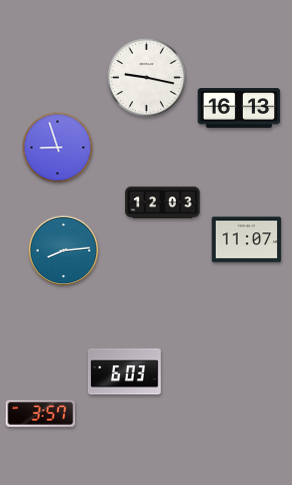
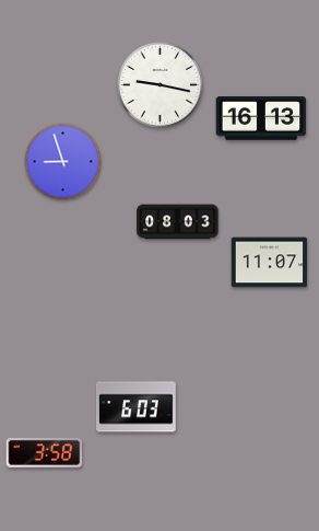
clock at (163, 203): 12:03 -> 08:03
clock at (64, 251): 8:14 -> none
clock at (41, 413): 3:57 -> 3:58
